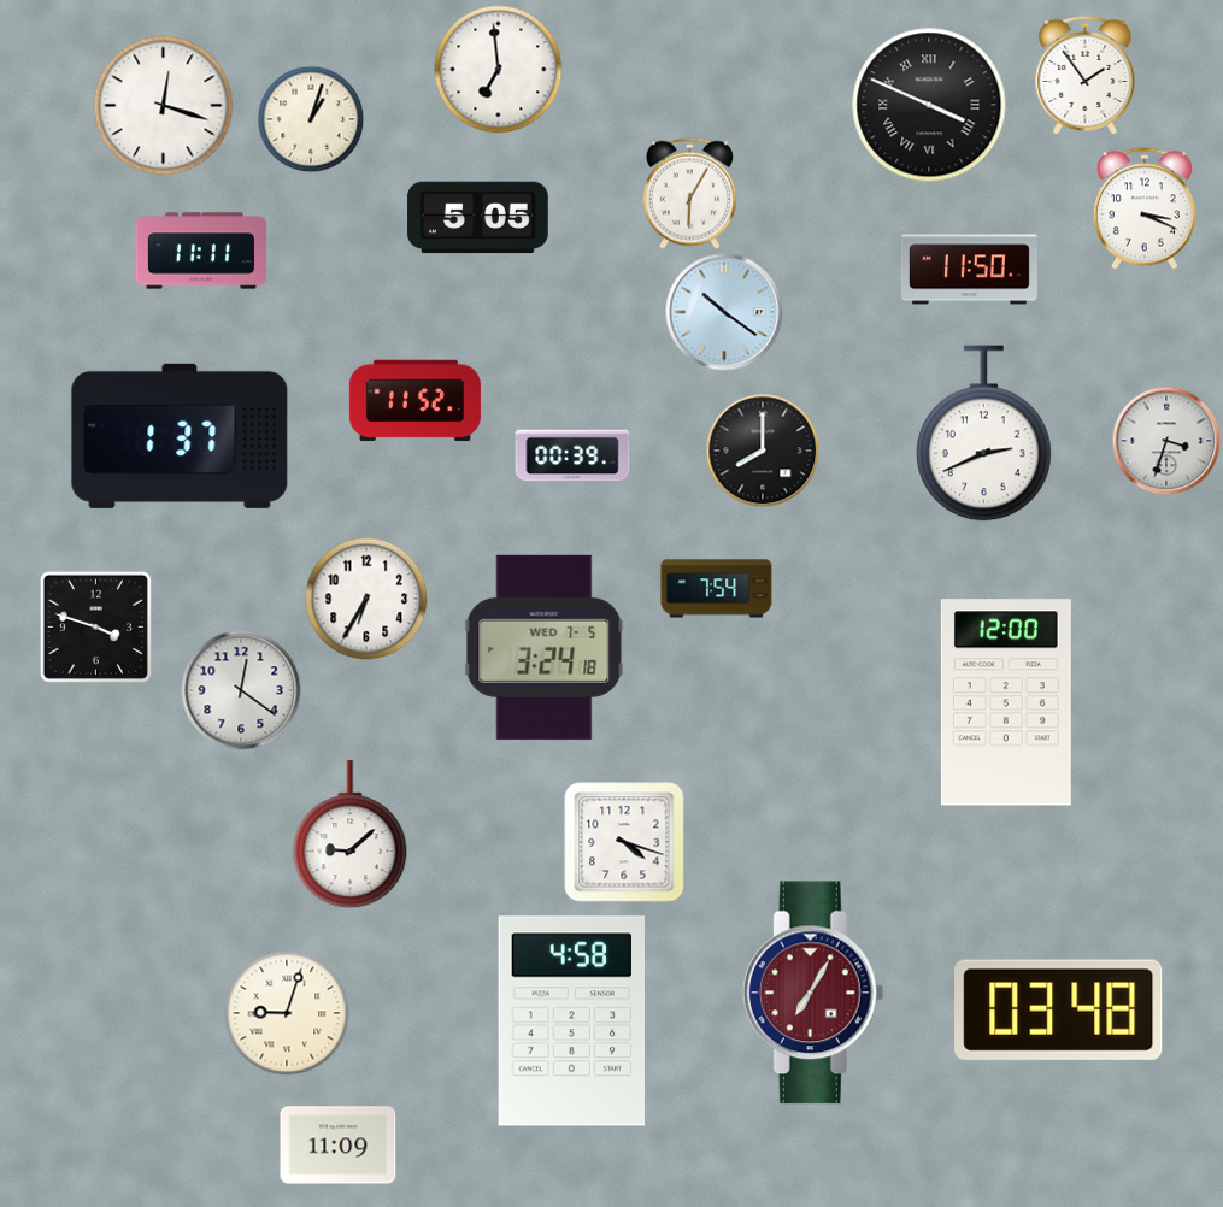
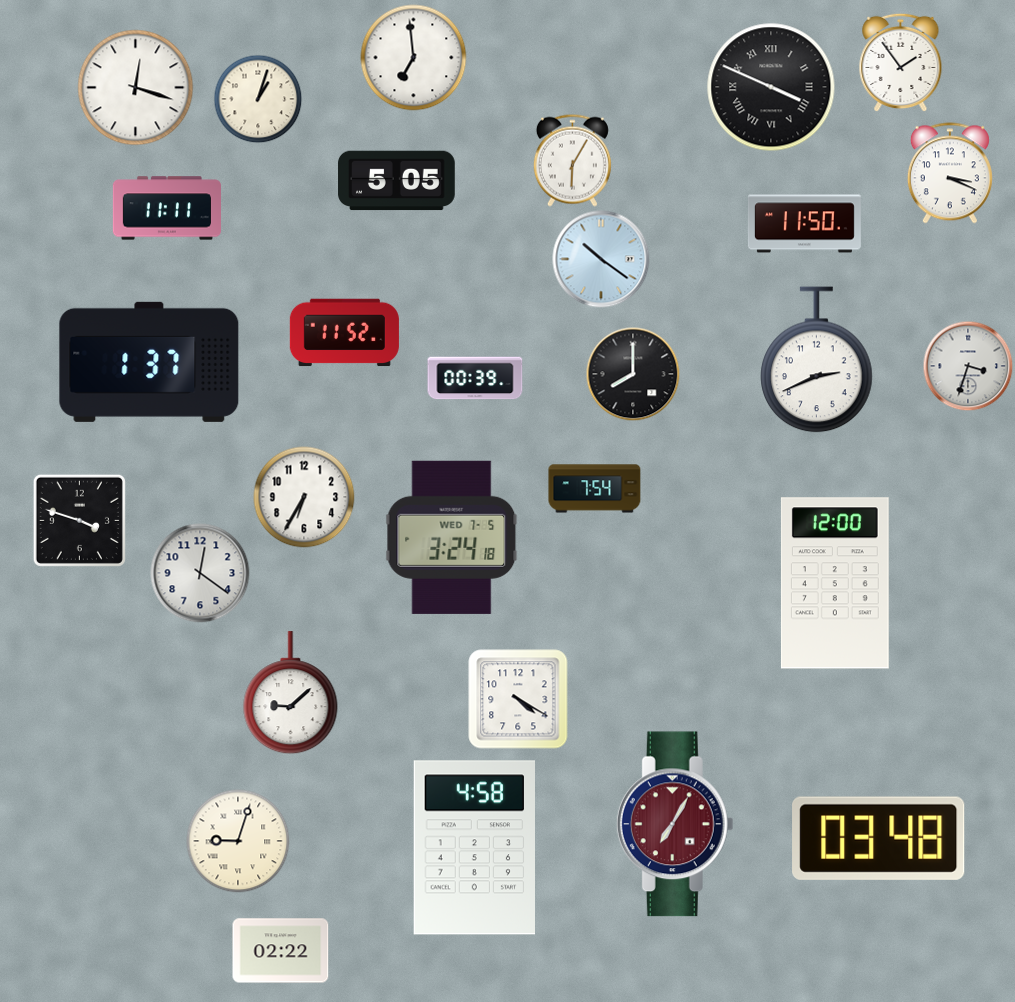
clock at (624, 842): 4:18 -> 4:20
clock at (339, 1146): 11:09 -> 02:22
